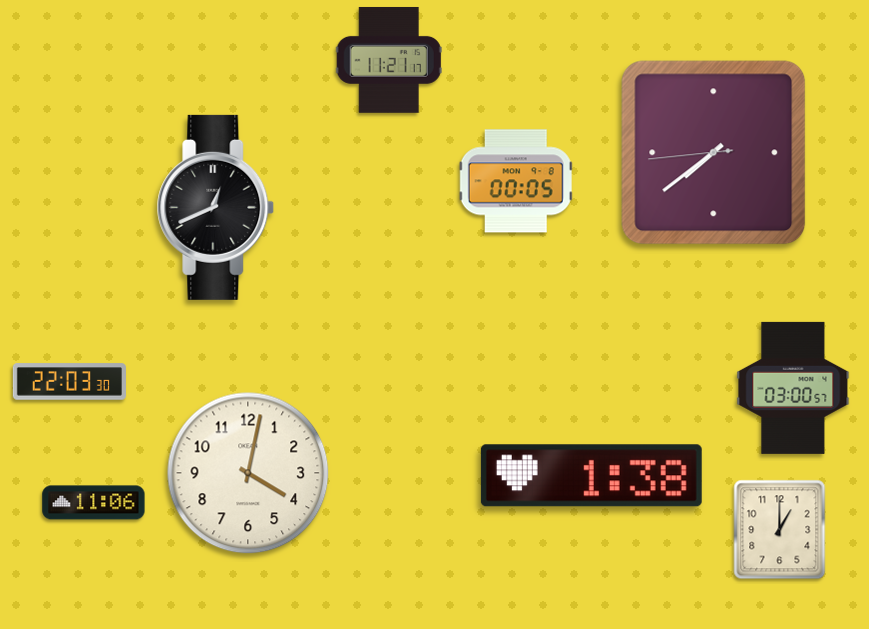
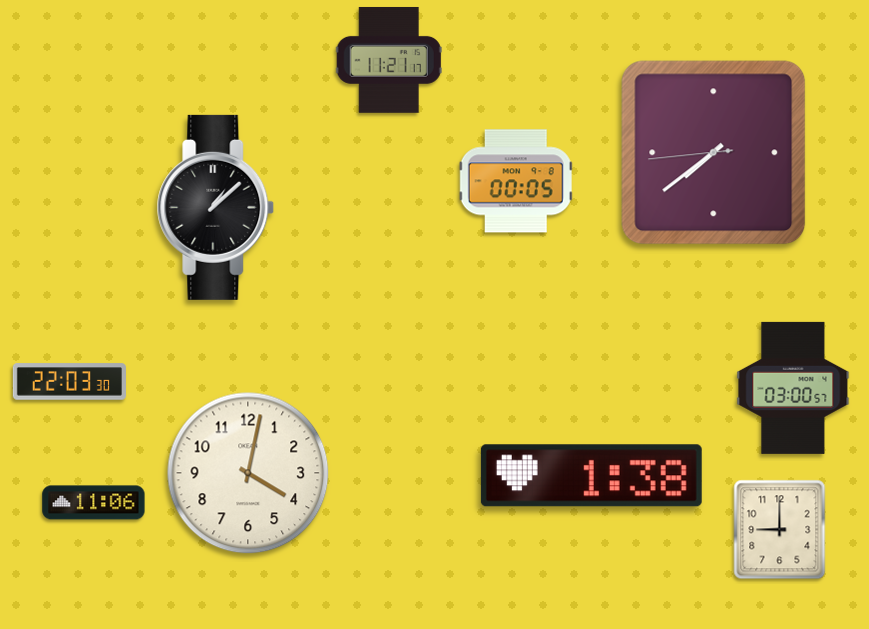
clock at (216, 207): 12:41 -> 1:08
clock at (780, 530): 1:00 -> 9:00
